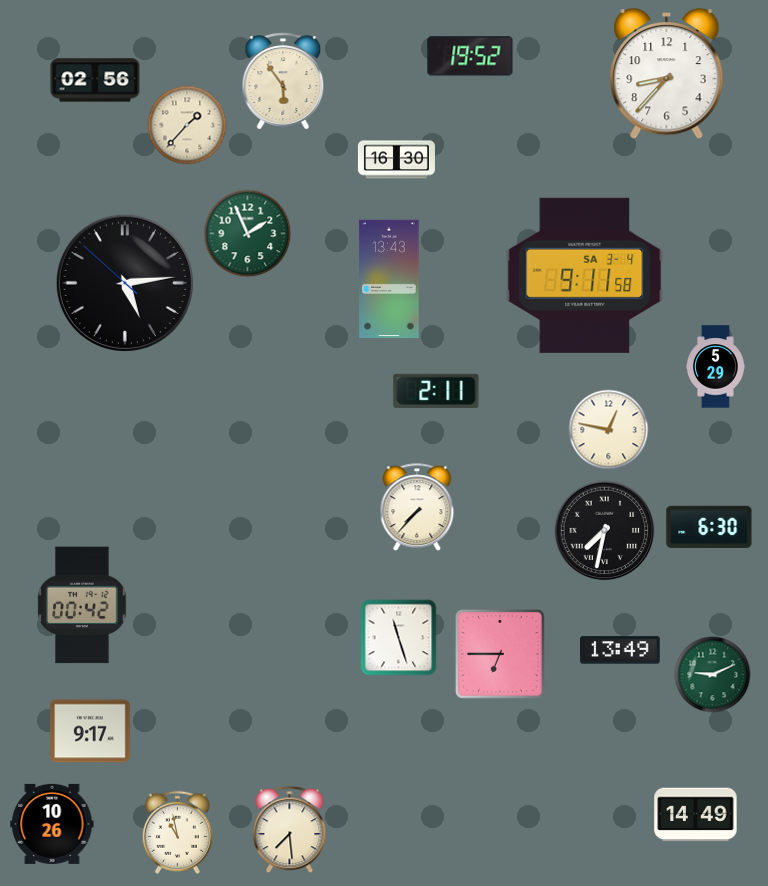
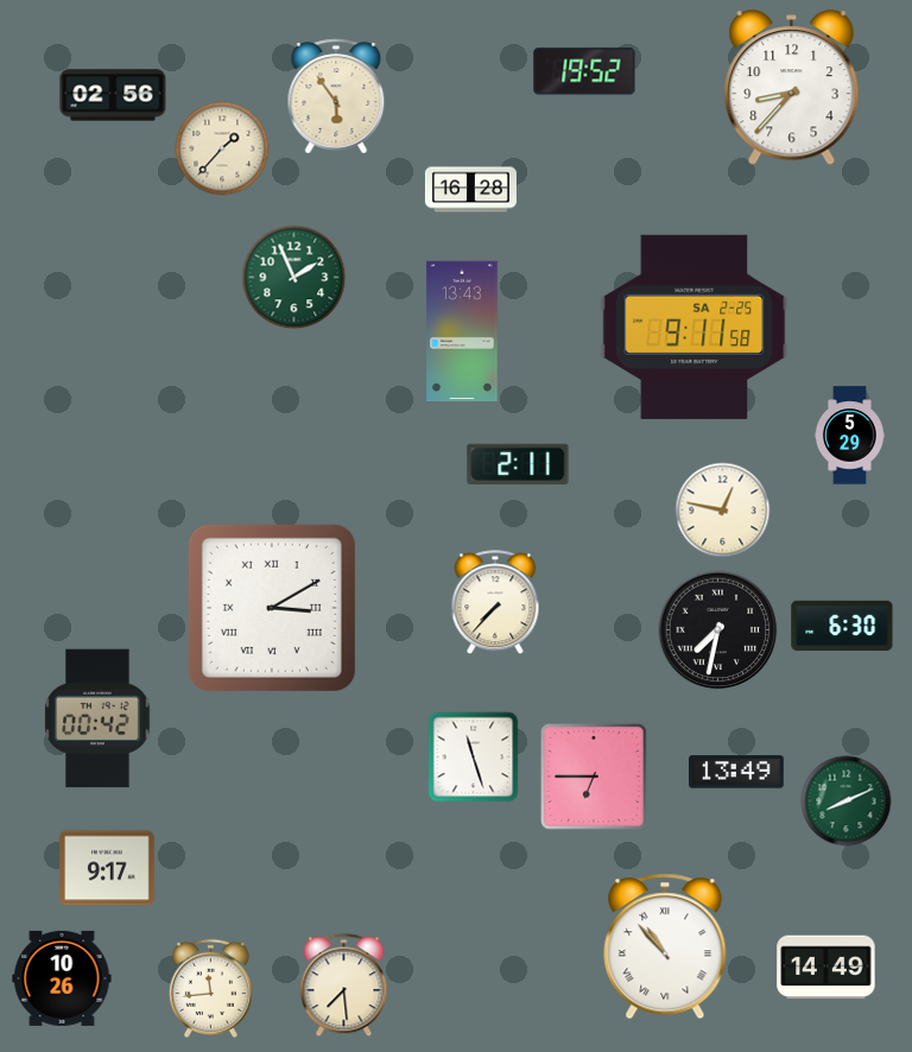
clock at (470, 56) position: (470, 56) -> (584, 71)
clock at (396, 160): 16:30 -> 16:28
clock at (585, 275) date: SA 3-4 -> SA 2-25
clock at (125, 283): 5:13 -> none
clock at (272, 608): none -> 3:10
clock at (713, 675): 9:11 -> 8:11
clock at (665, 946): none -> 10:53
clock at (177, 832): 10:58 -> 11:44
